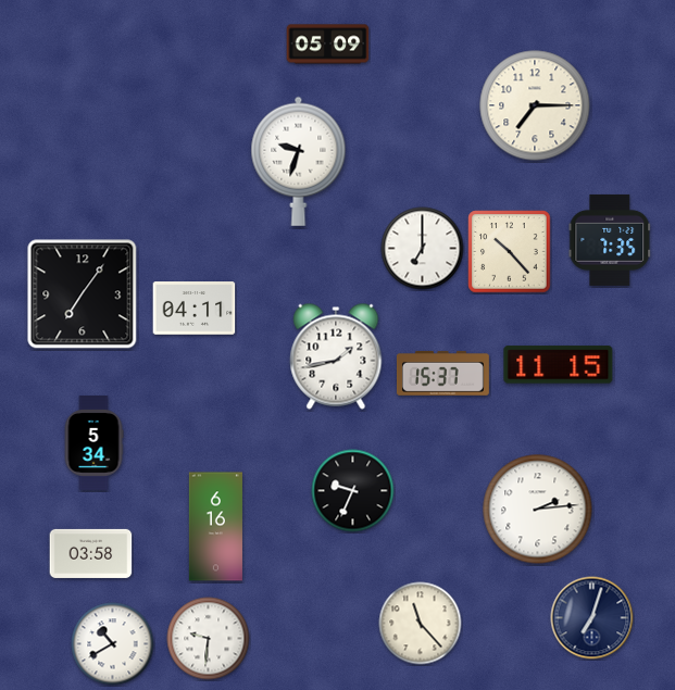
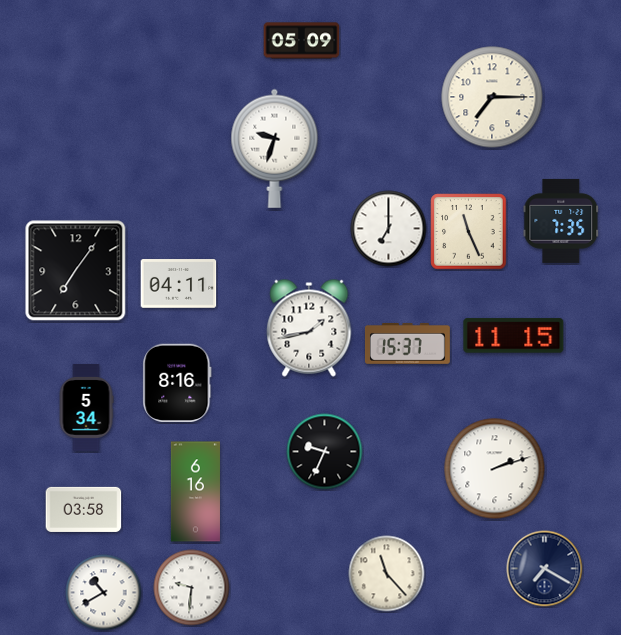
clock at (510, 252): 10:23 -> 11:26
clock at (177, 383): none -> 8:16
clock at (538, 510): 2:14 -> 2:12
clock at (215, 527) position: (215, 527) -> (195, 492)
clock at (592, 618): 7:03 -> 7:20
